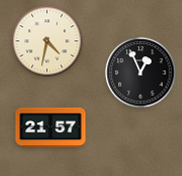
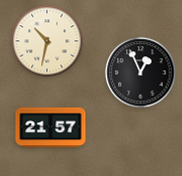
clock at (47, 41): 4:32 -> 10:32
